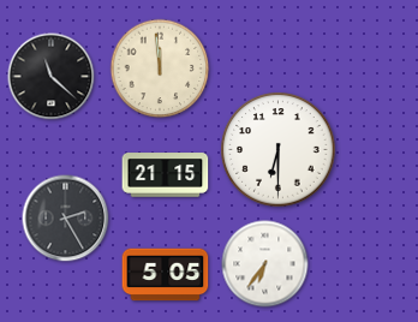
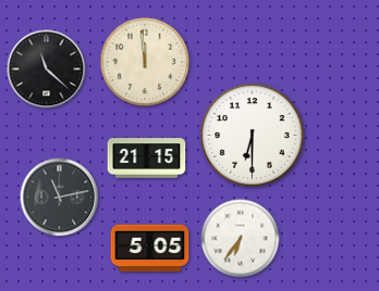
clock at (166, 175) position: (166, 175) -> (147, 159)
clock at (66, 219): 2:25 -> 11:13
